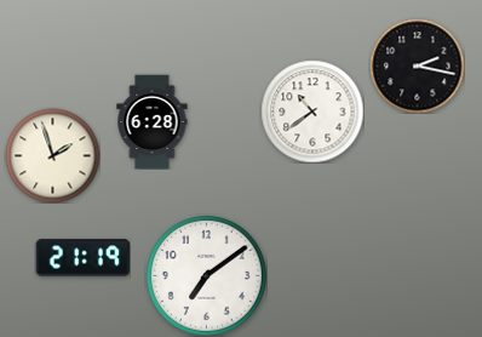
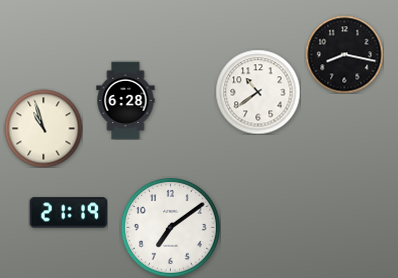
clock at (417, 65): 2:17 -> 8:17
clock at (52, 155): 1:57 -> 10:57
